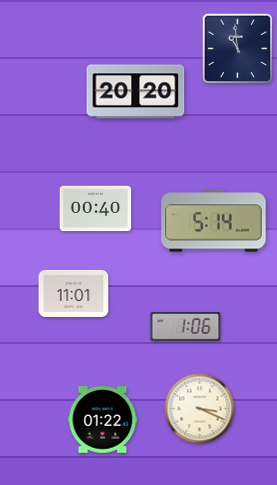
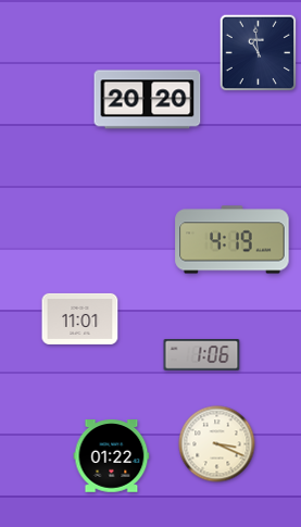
clock at (96, 209): 00:40 -> none
clock at (214, 221): 5:14 -> 4:19
